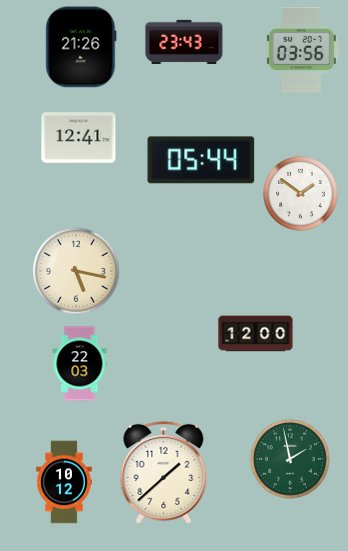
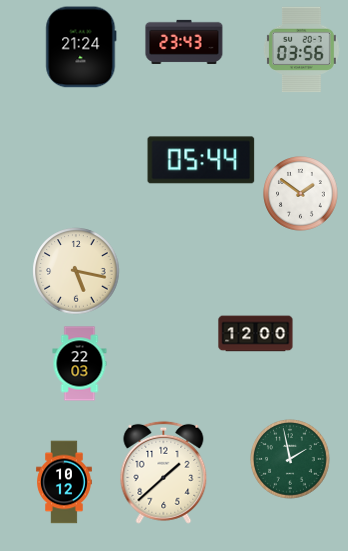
clock at (81, 47): 21:26 -> 21:24
clock at (79, 138): 12:41 -> none
